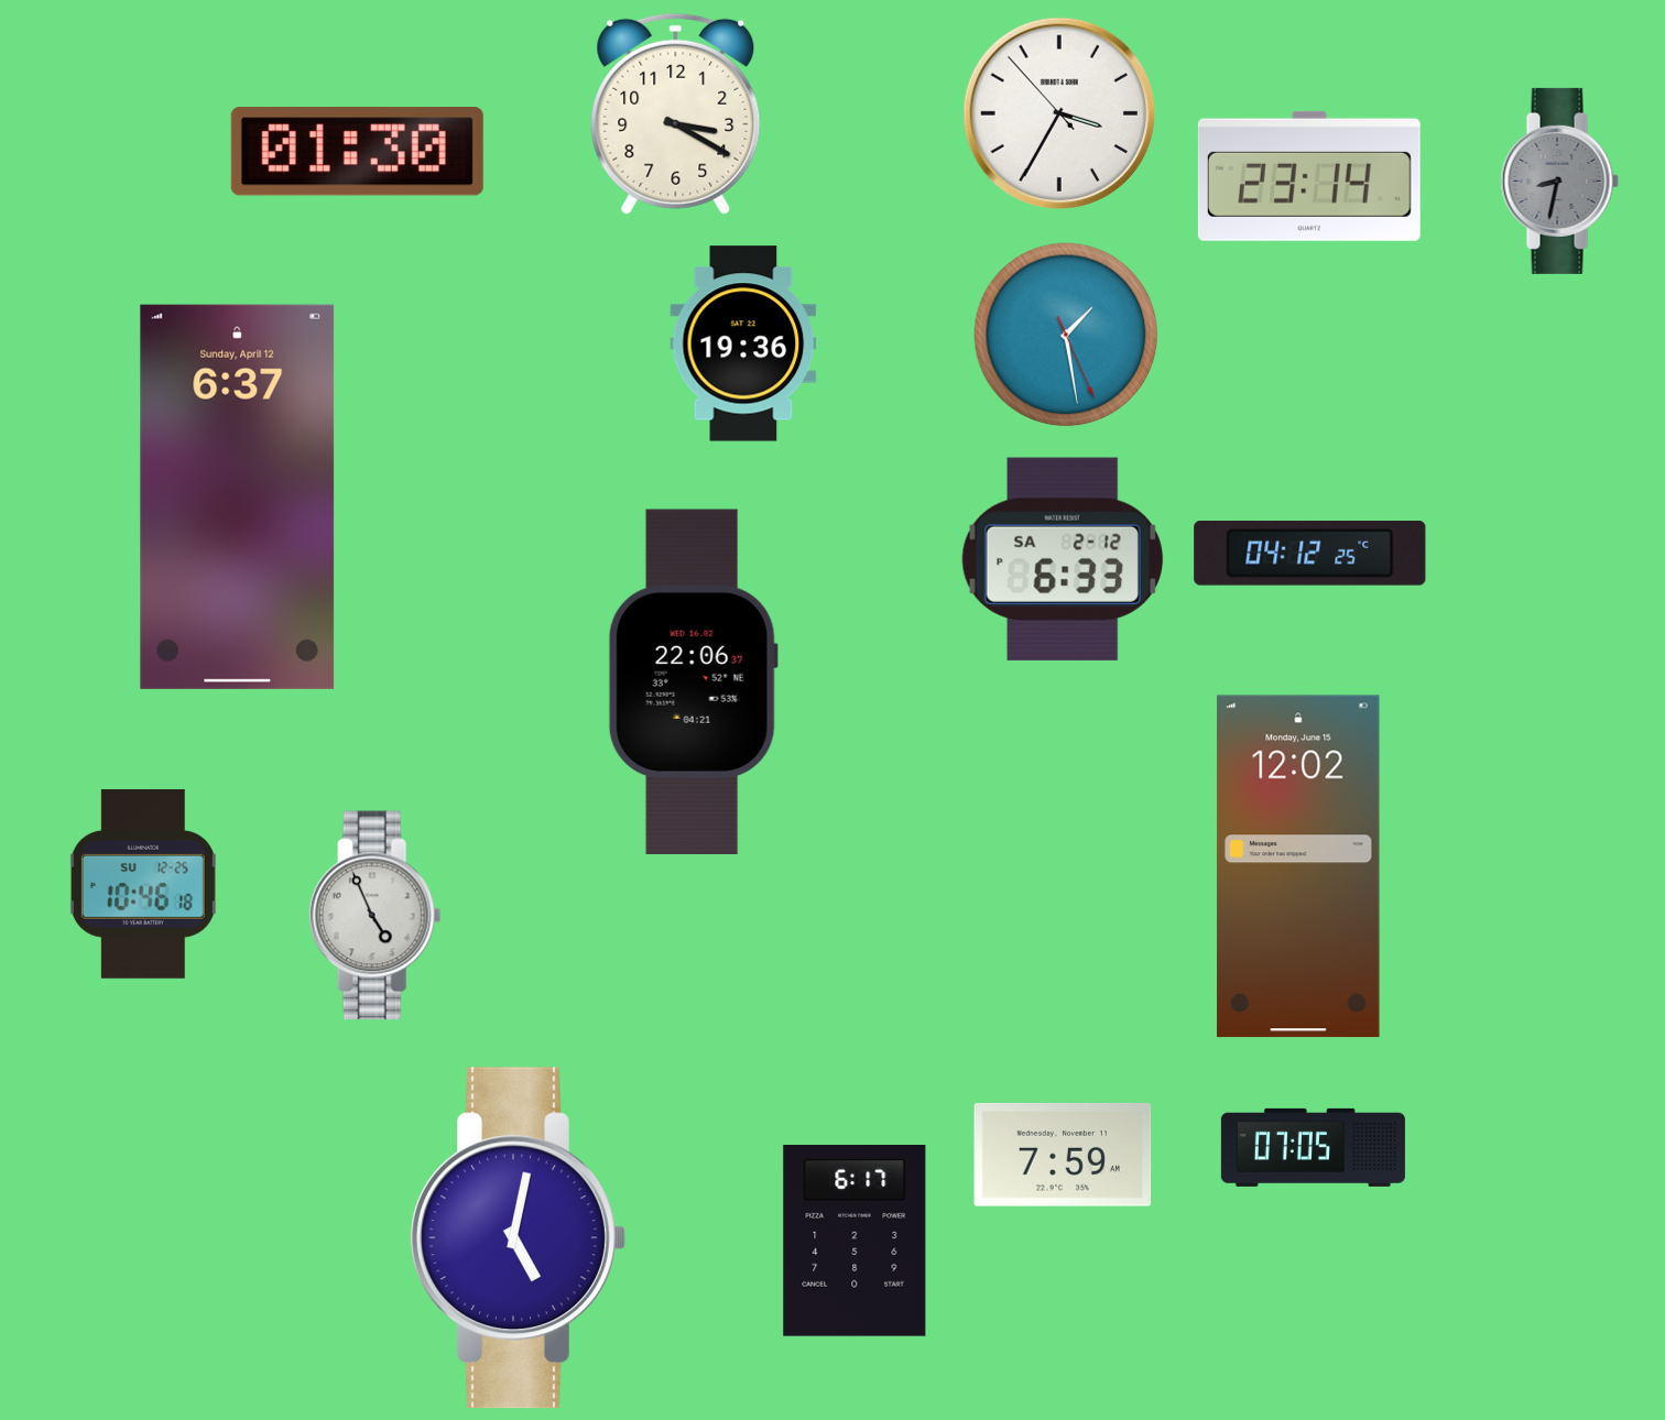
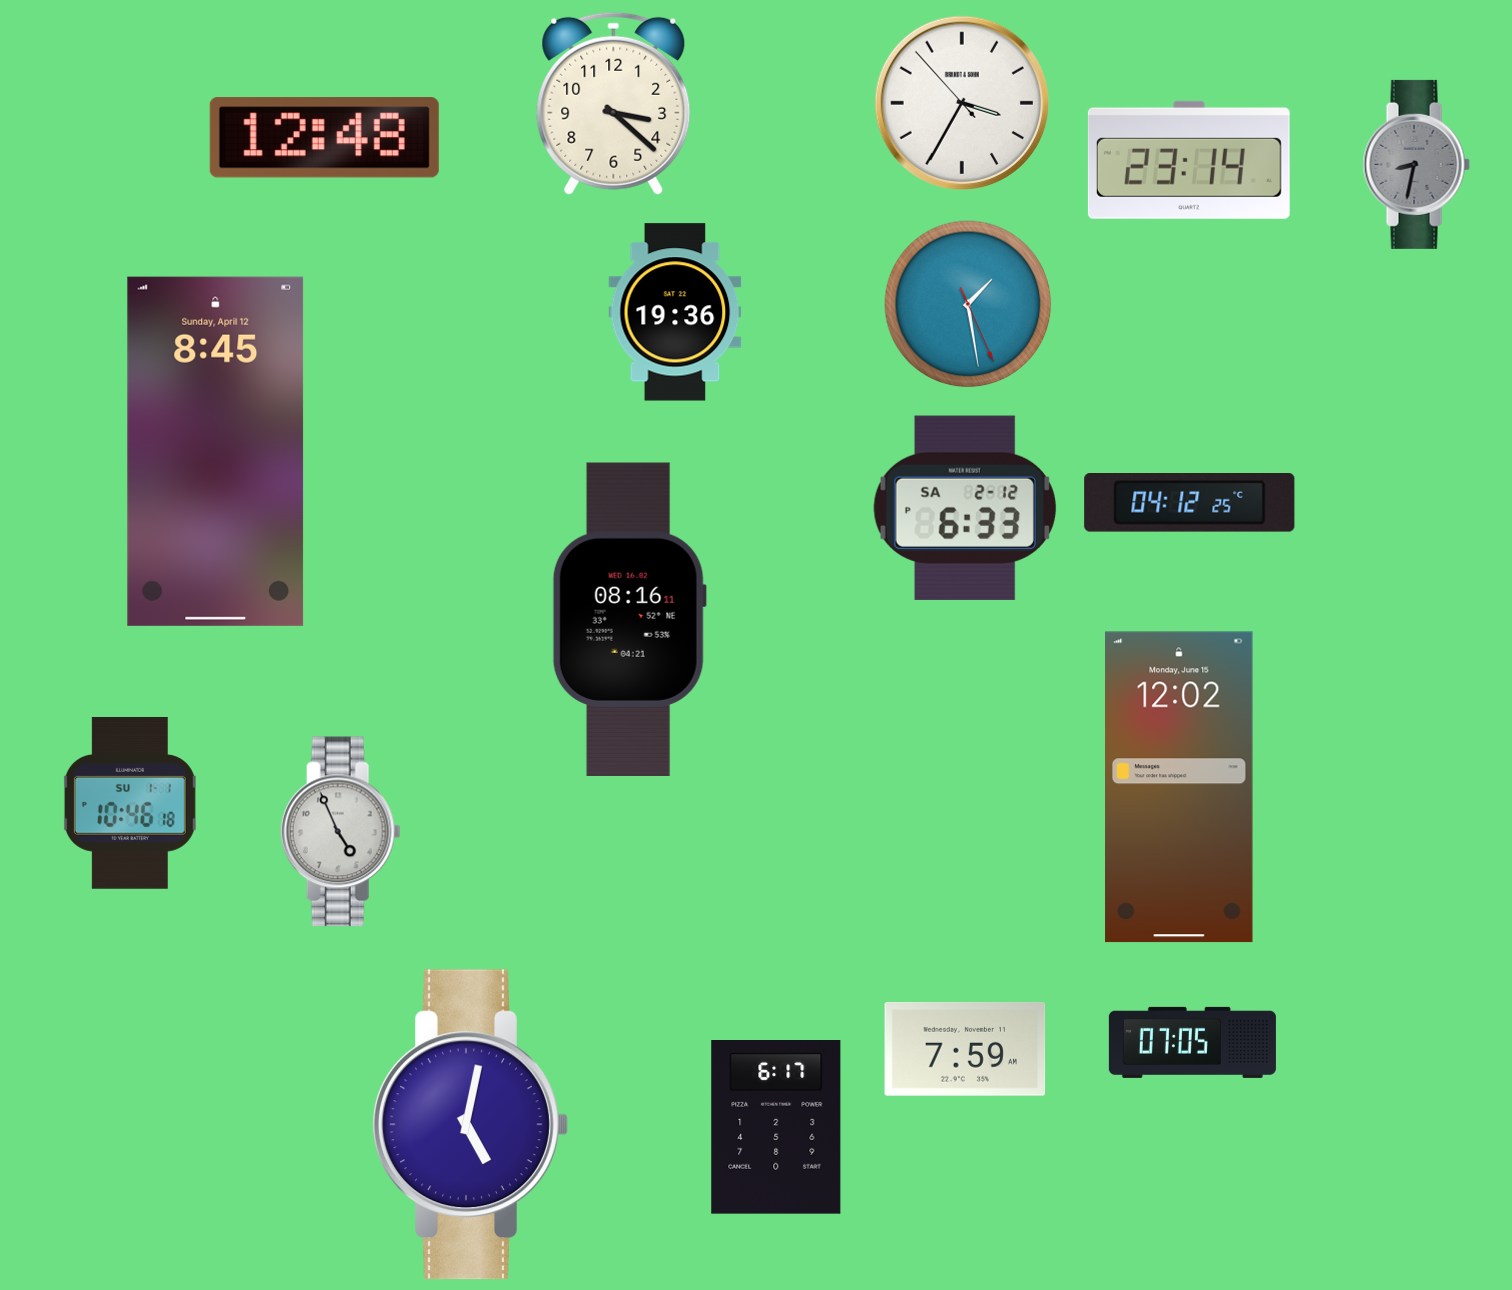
clock at (676, 113): 3:20 -> 3:22
clock at (357, 152): 01:30 -> 12:48
clock at (238, 496): 6:37 -> 8:45
clock at (693, 681): 22:06 -> 08:16
clock at (143, 884) date: SU 12-25 -> SU 1-1
